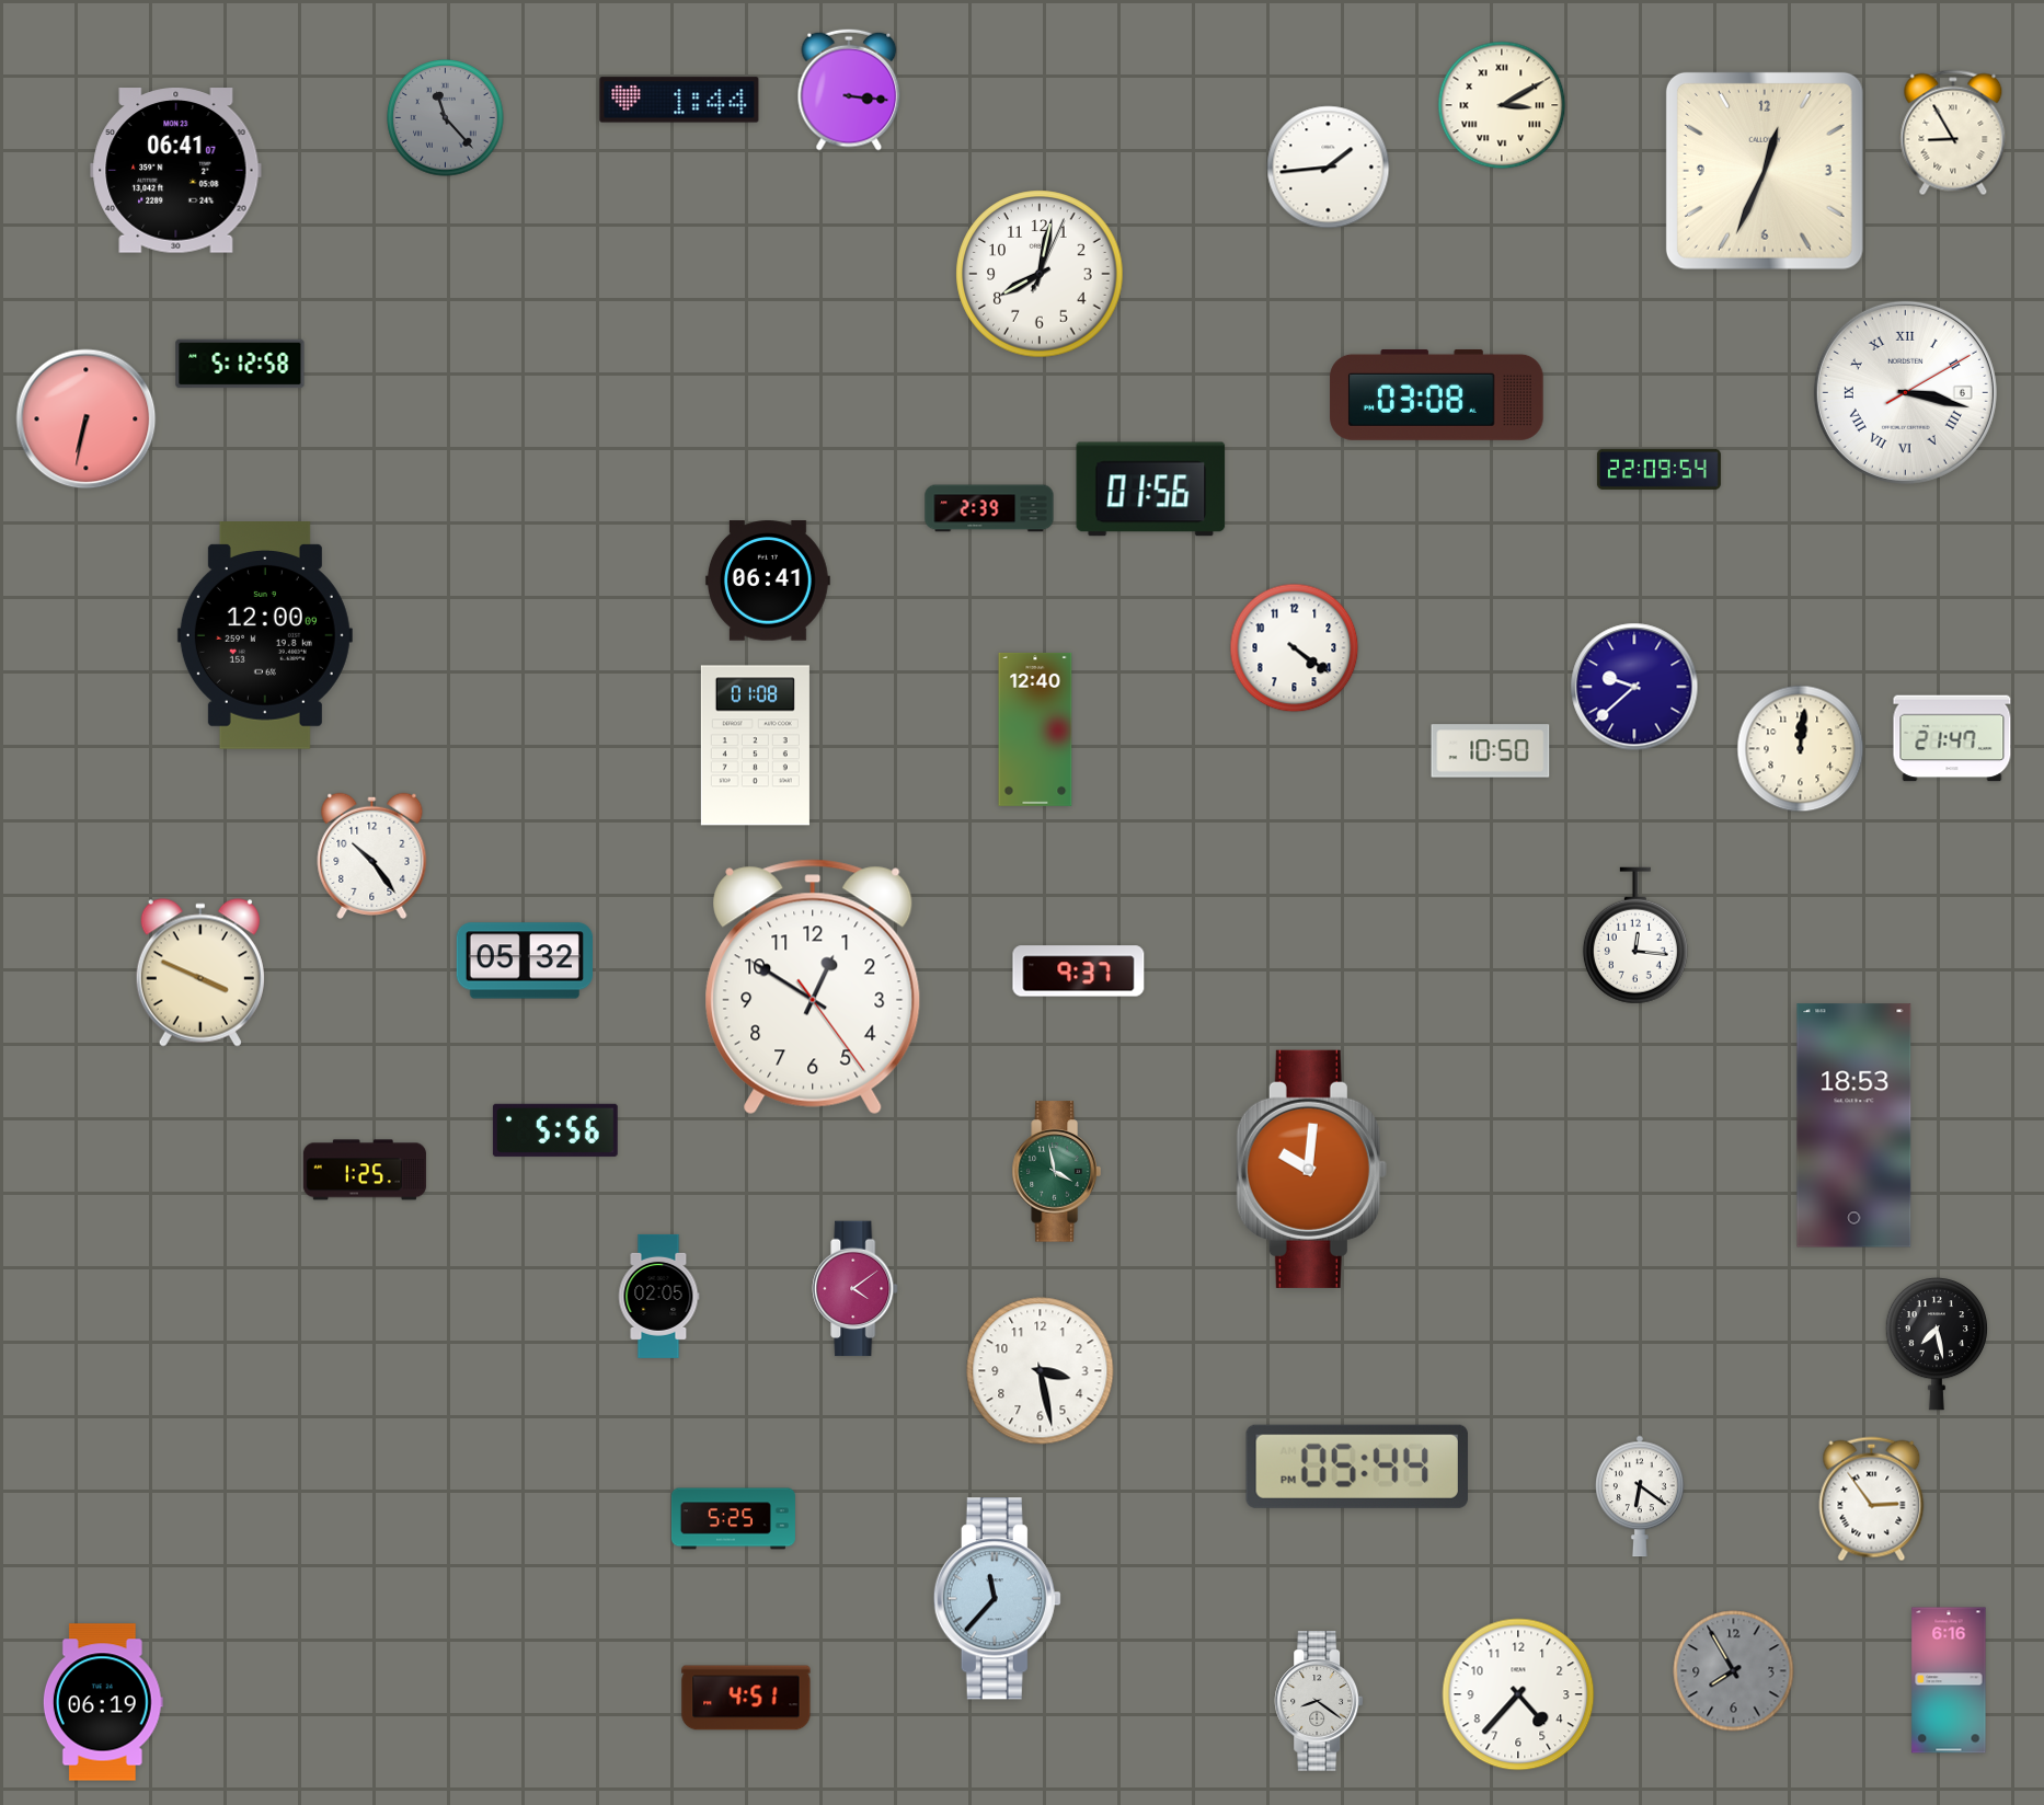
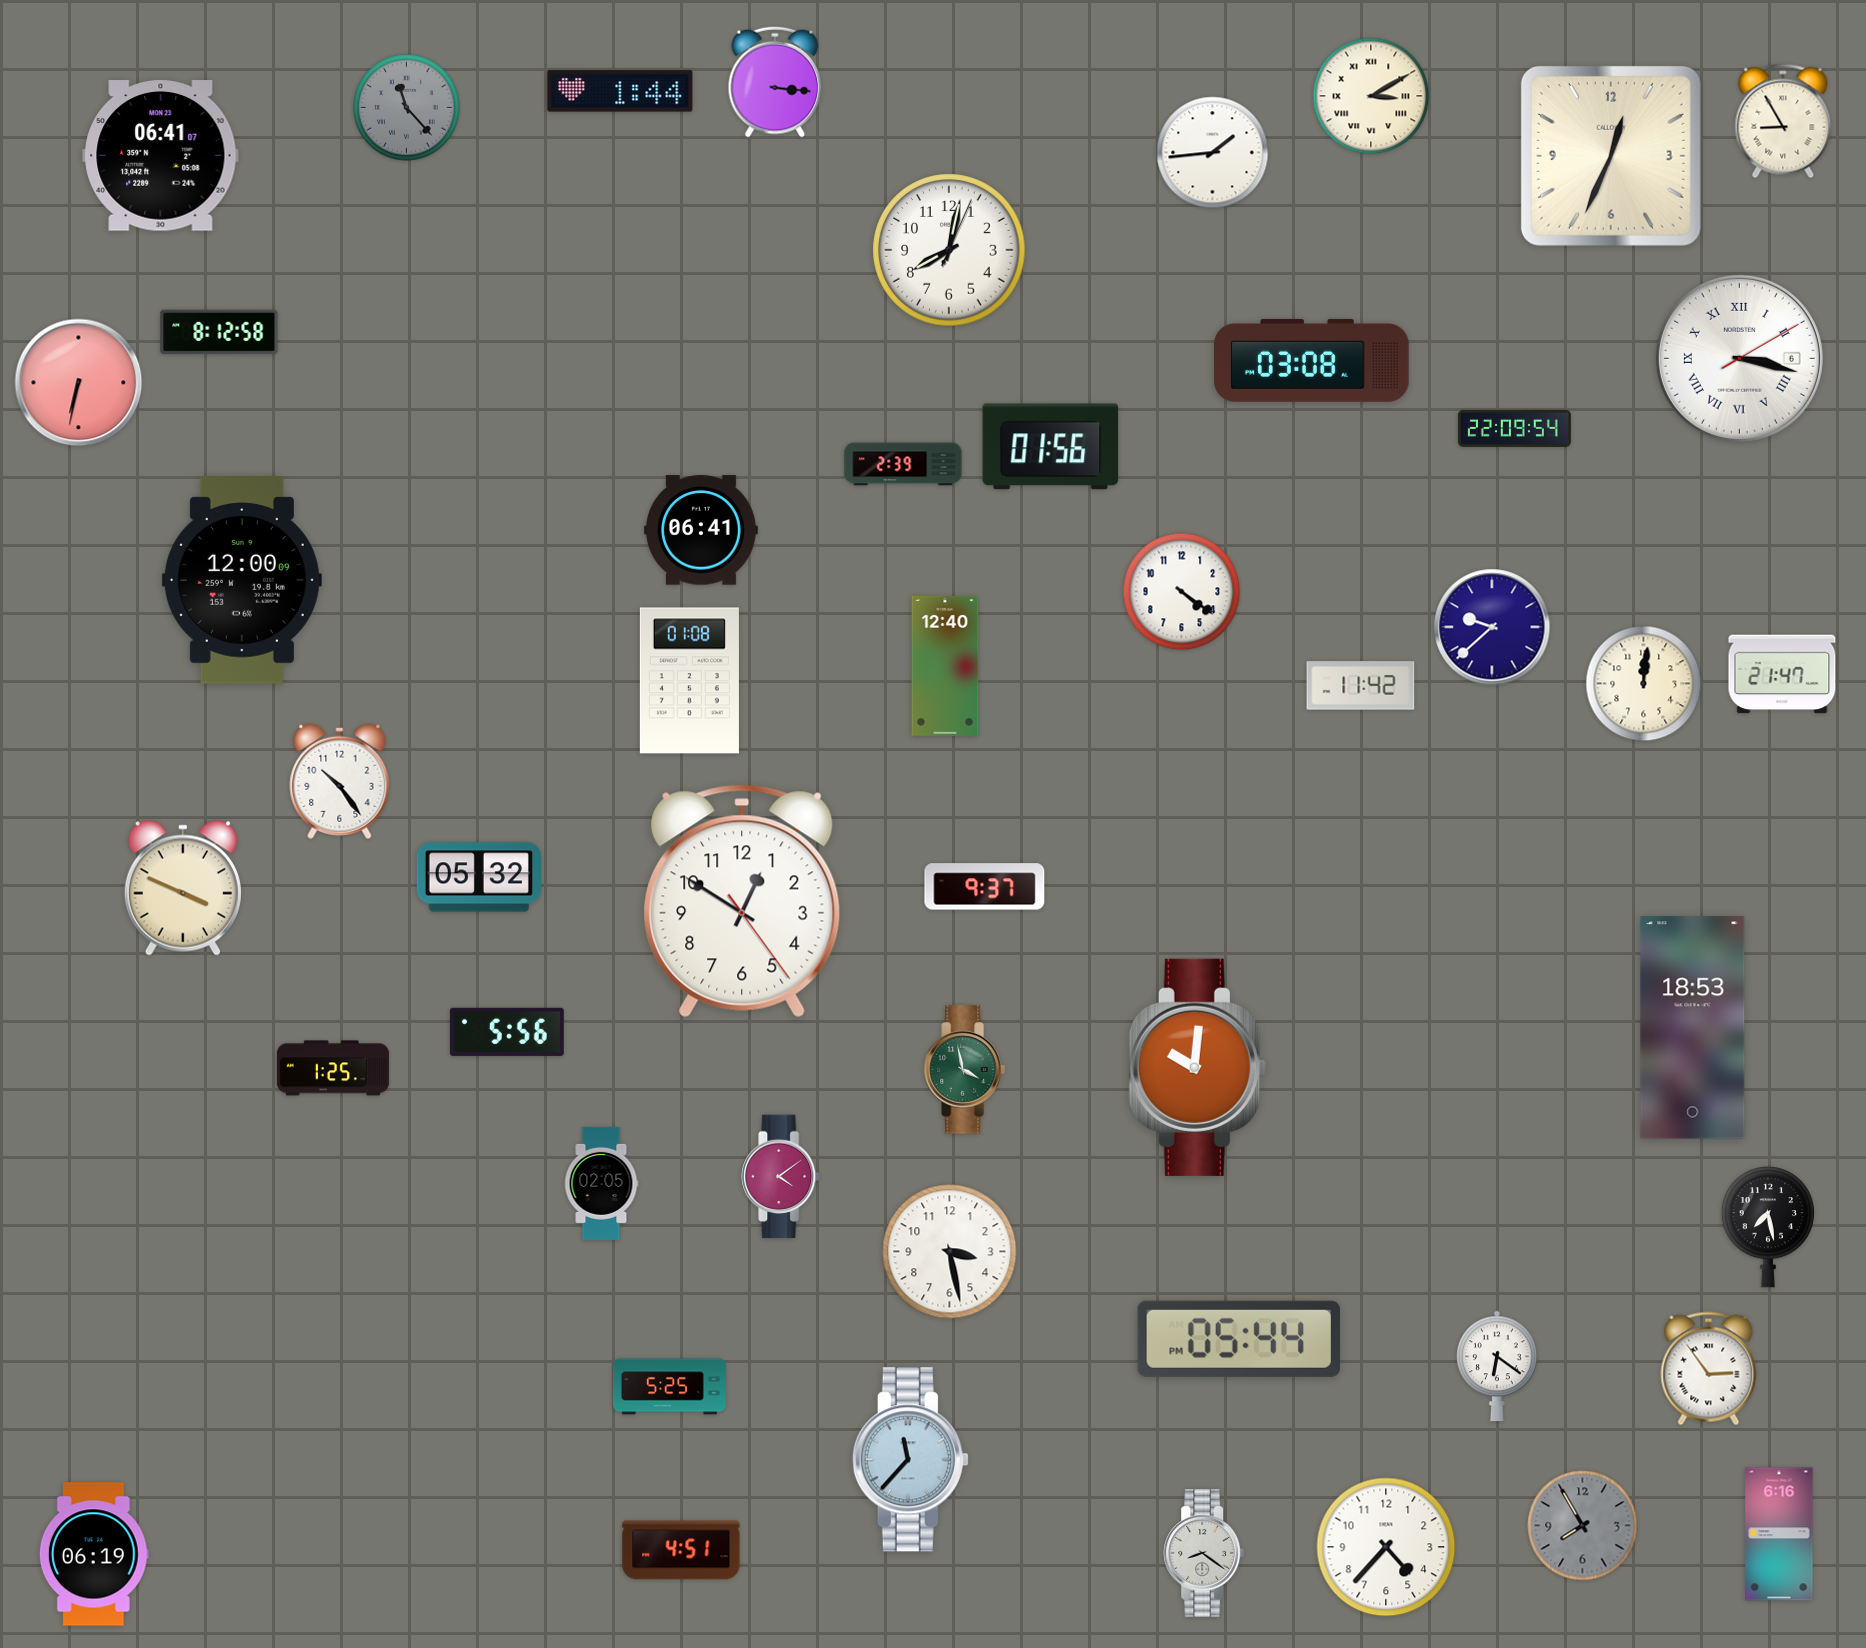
clock at (240, 364): 5:12 -> 8:12
clock at (1491, 751): 10:50 -> 11:42
clock at (1635, 935): 12:16 -> none
